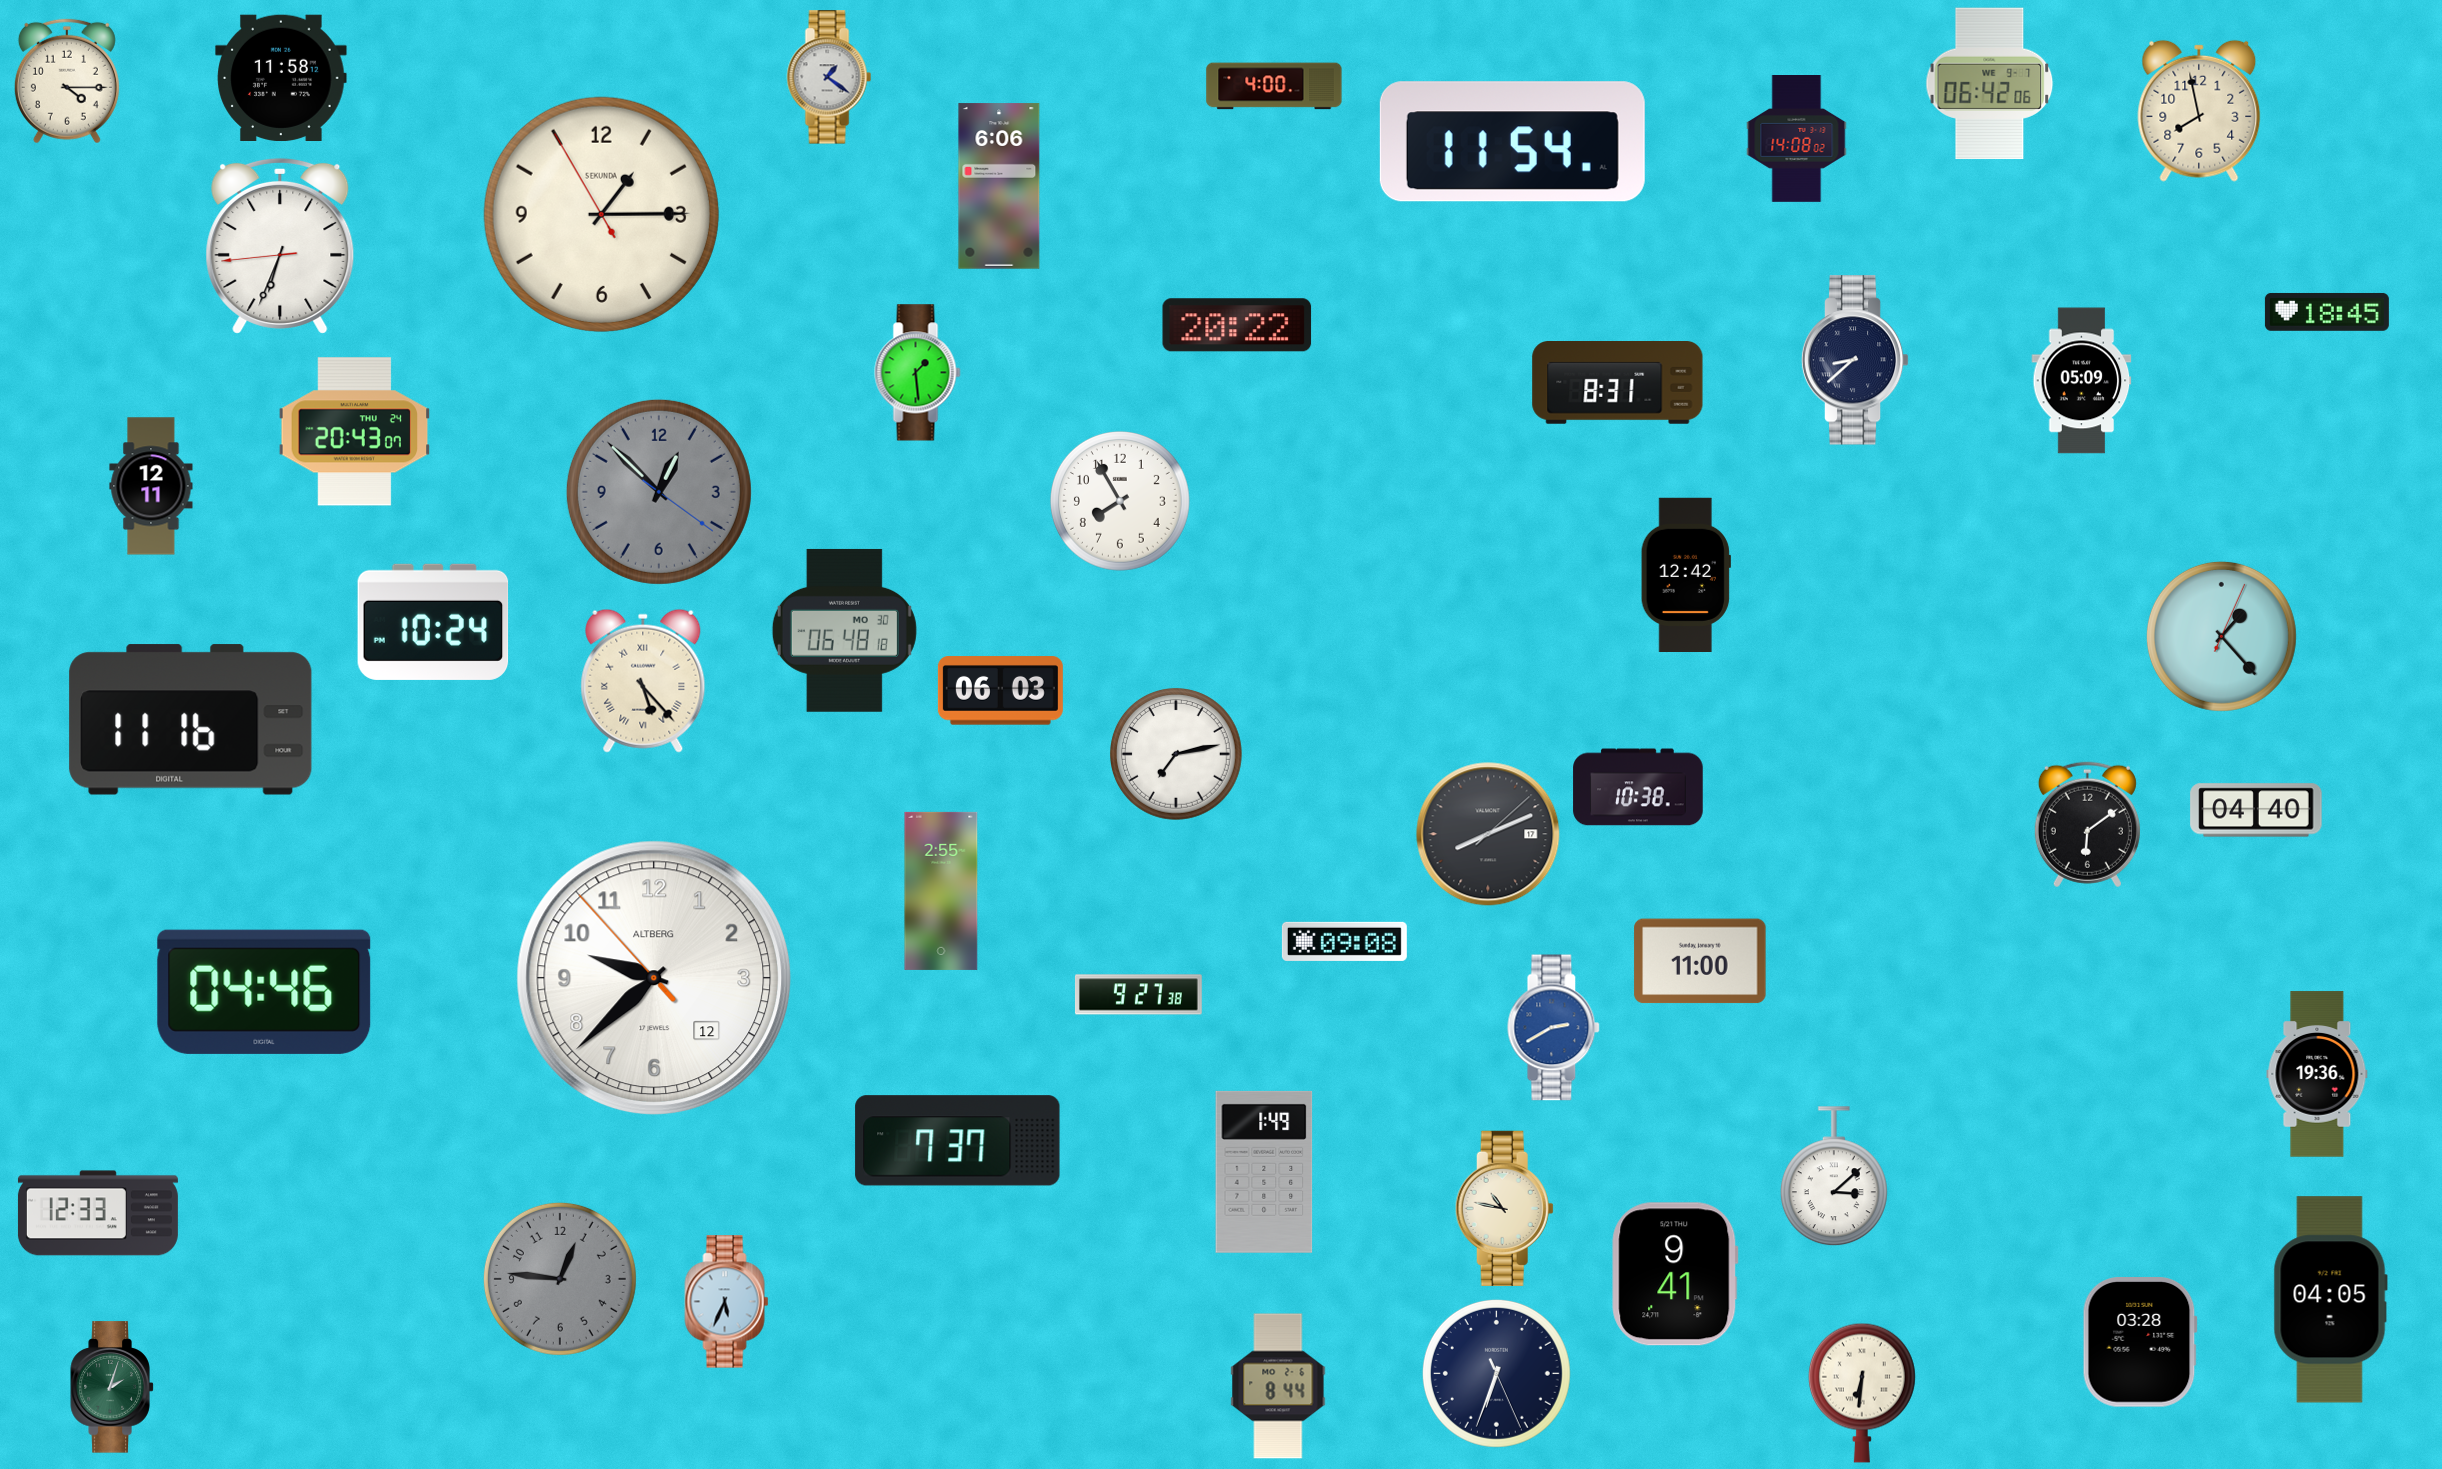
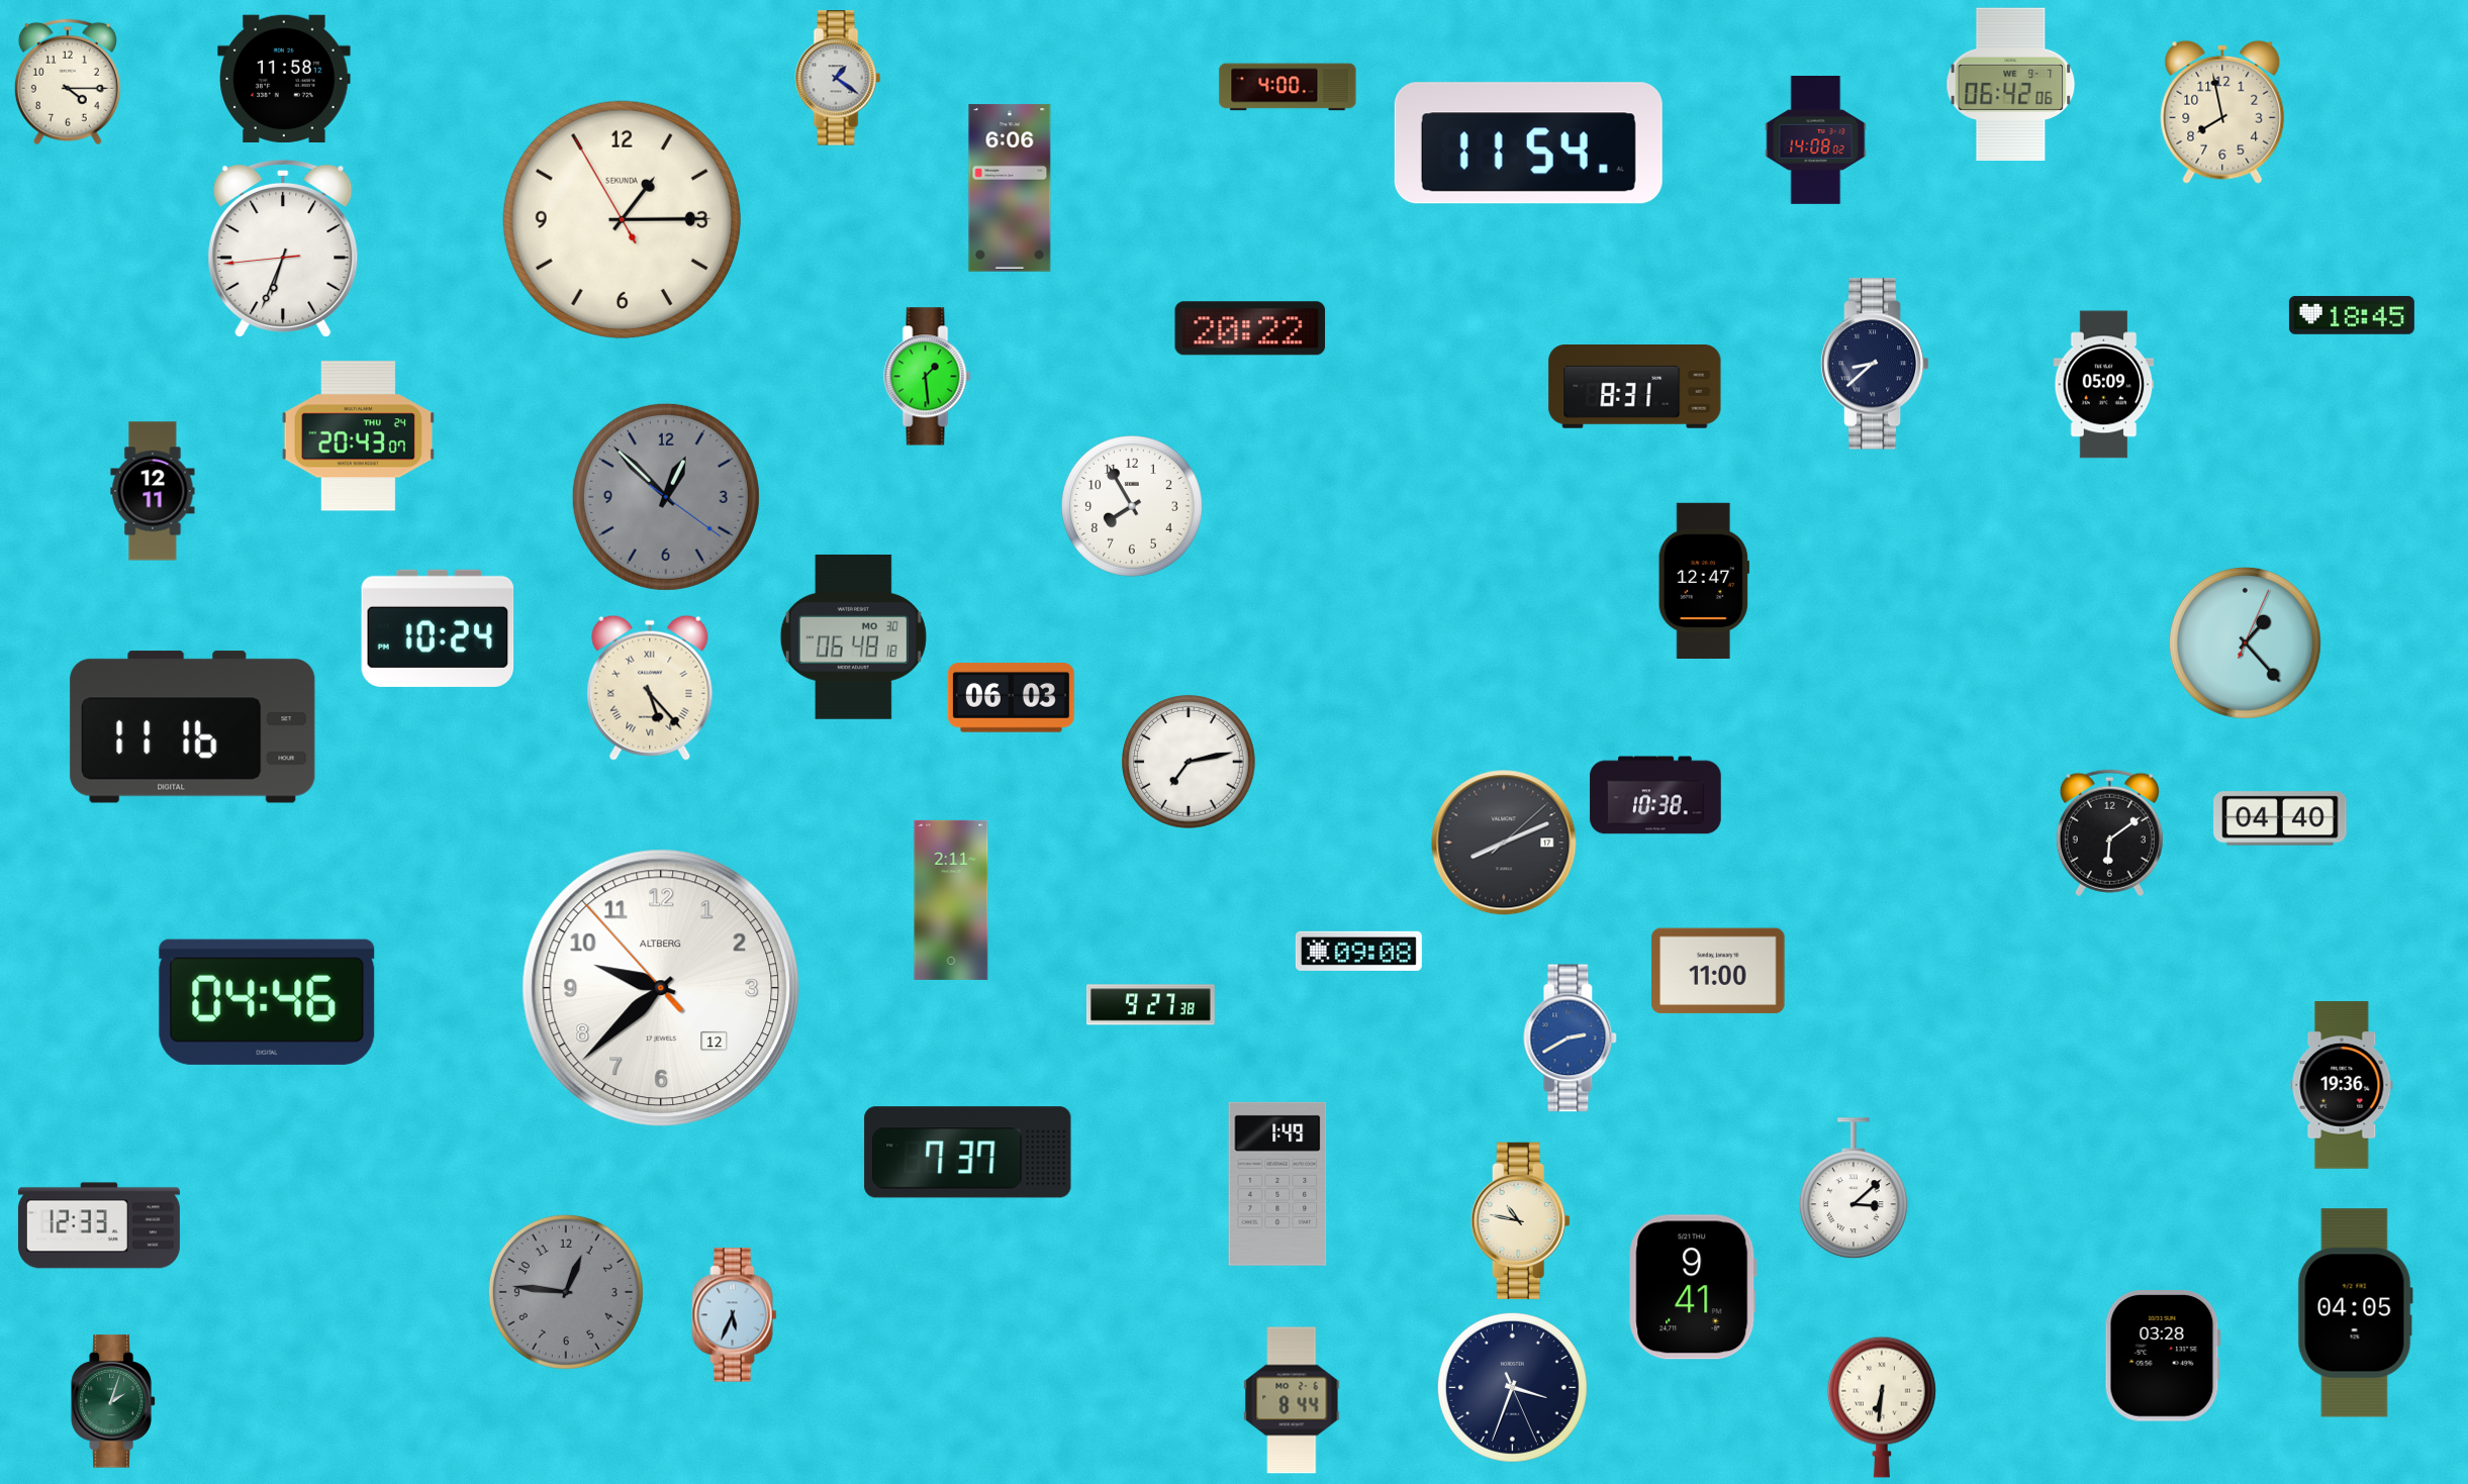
clock at (601, 214) position: (601, 214) -> (622, 219)
clock at (1686, 574): 12:42 -> 12:47
clock at (941, 891): 2:55 -> 2:11
clock at (1496, 1373): 6:33 -> 3:33
